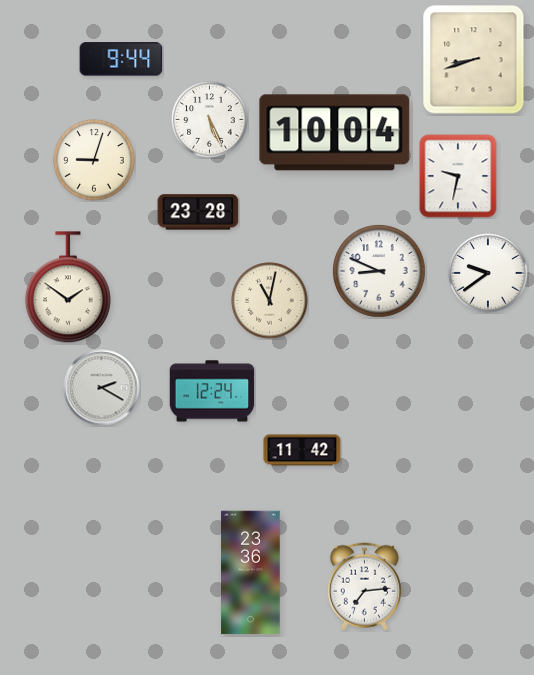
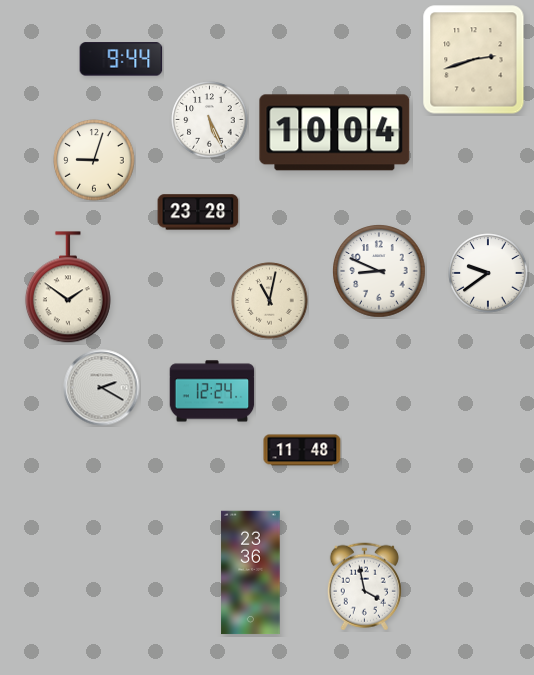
clock at (474, 60): 8:42 -> 2:42
clock at (458, 176): 9:32 -> none
clock at (302, 450): 11:42 -> 11:48
clock at (364, 587): 7:14 -> 3:58
